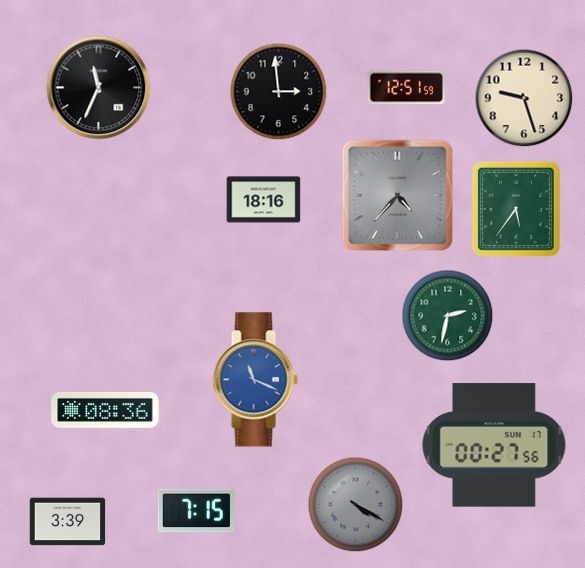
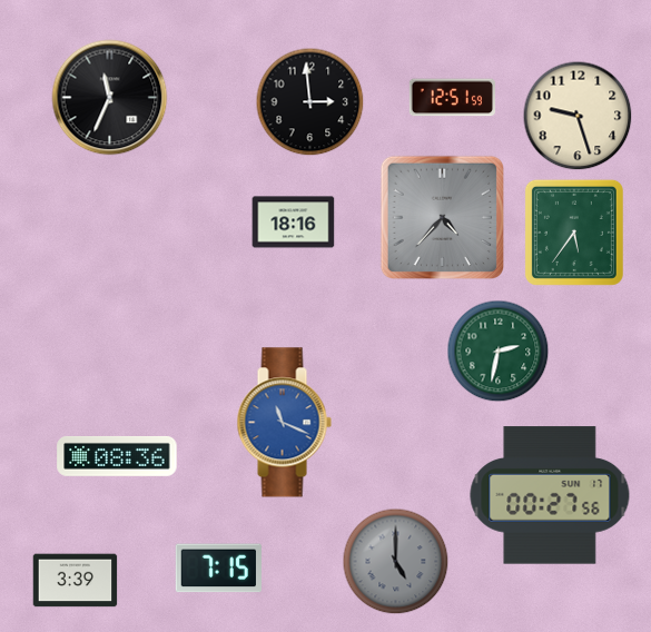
clock at (524, 98) position: (524, 98) -> (578, 116)
clock at (356, 505): 4:20 -> 5:00
